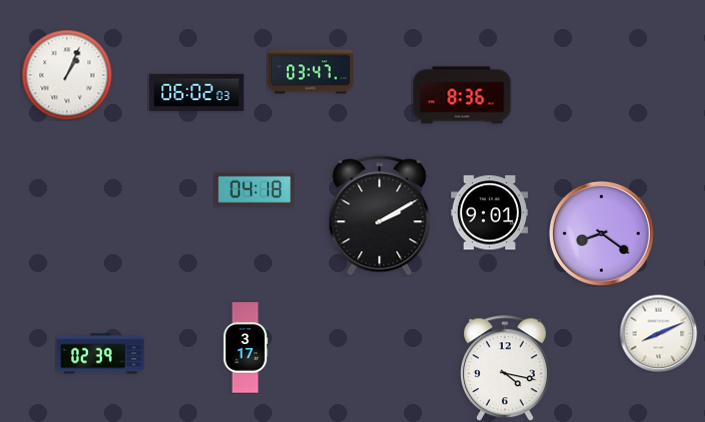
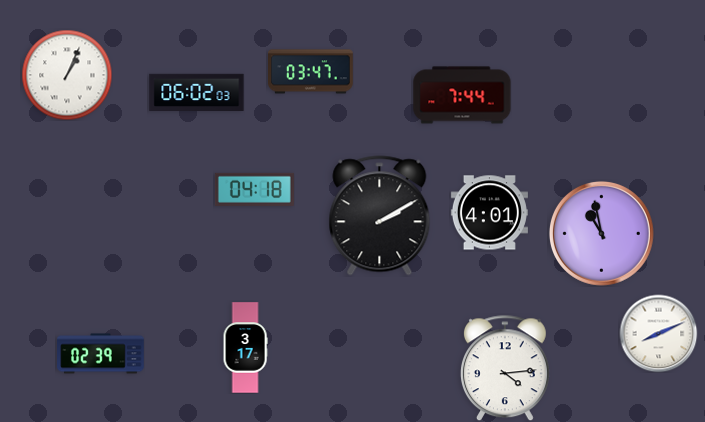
clock at (462, 95): 8:36 -> 7:44
clock at (489, 213): 9:01 -> 4:01
clock at (601, 233): 8:21 -> 10:58
clock at (505, 368): 4:17 -> 4:14
